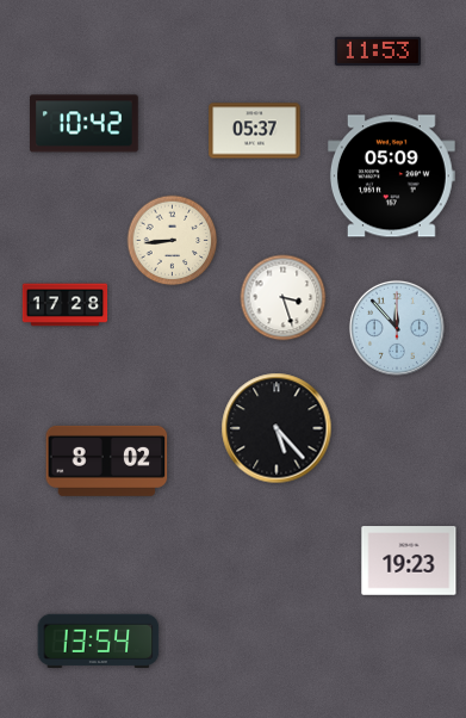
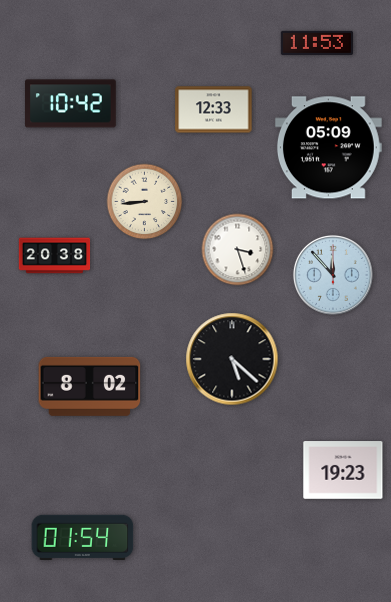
clock at (255, 131): 05:37 -> 12:33
clock at (66, 305): 17:28 -> 20:38
clock at (277, 428): 5:23 -> 5:22
clock at (99, 640): 13:54 -> 01:54
